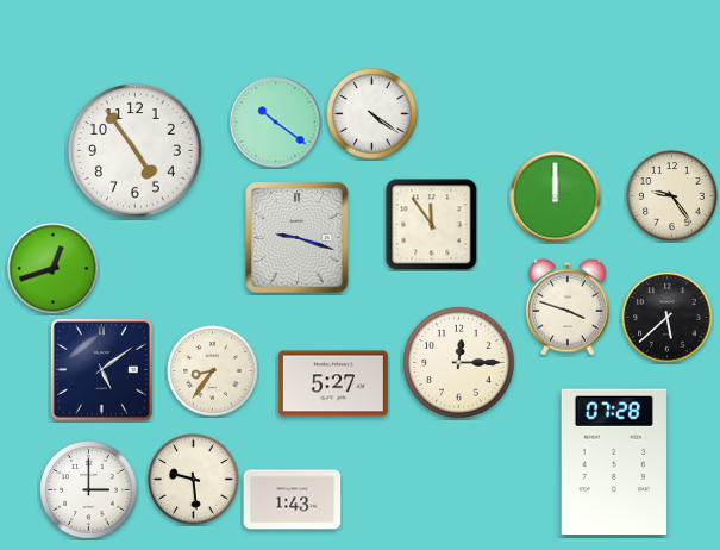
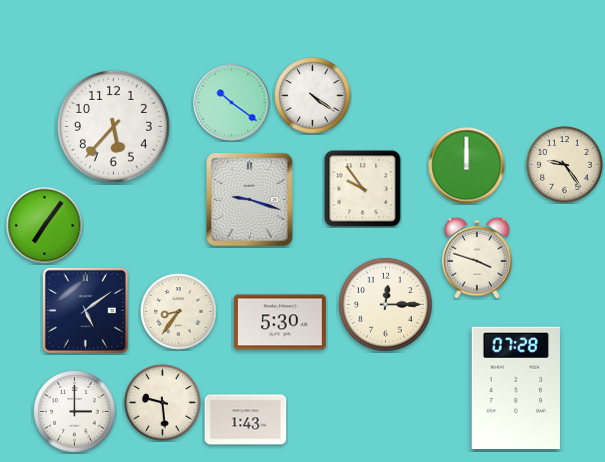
clock at (134, 150): 4:54 -> 5:37
clock at (432, 225): 11:54 -> 9:54
clock at (54, 269): 12:42 -> 7:06
clock at (668, 318): 5:38 -> none
clock at (333, 383): 5:27 -> 5:30
